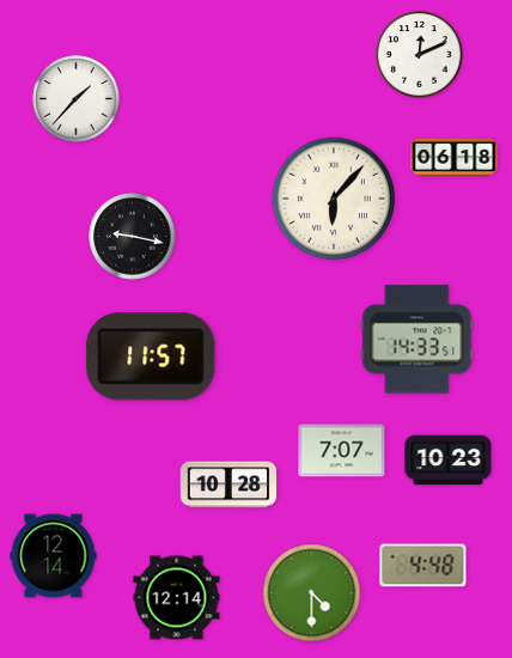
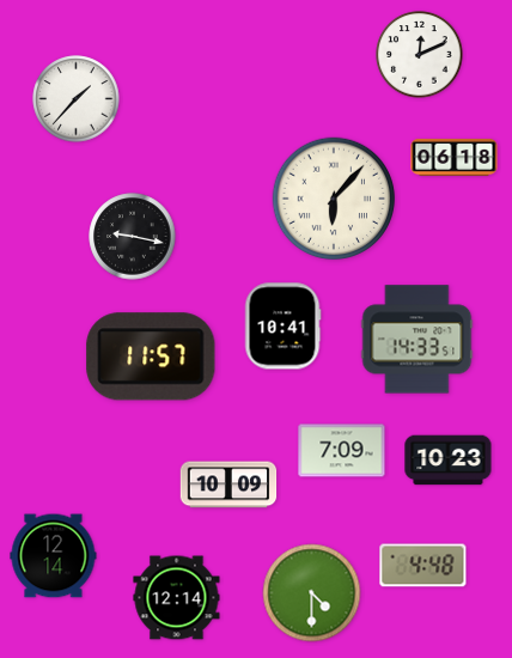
clock at (282, 327): none -> 10:41
clock at (342, 451): 7:07 -> 7:09
clock at (228, 485): 10:28 -> 10:09
